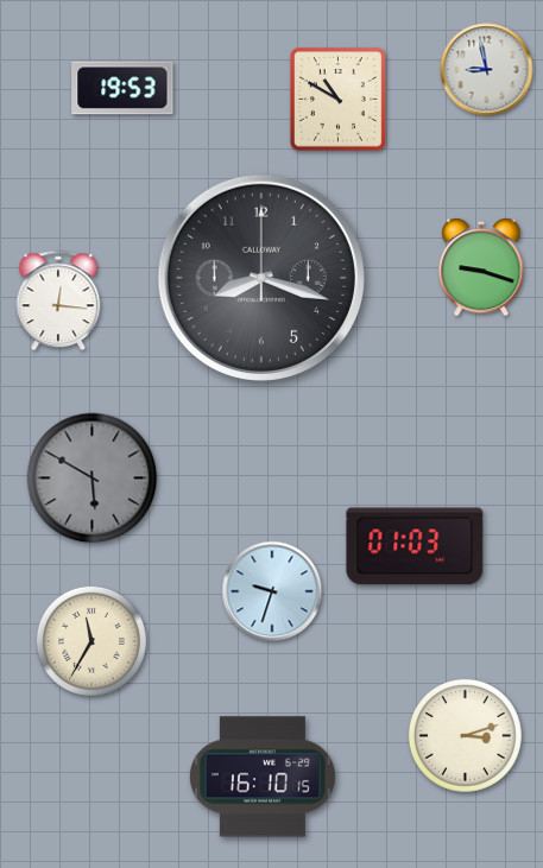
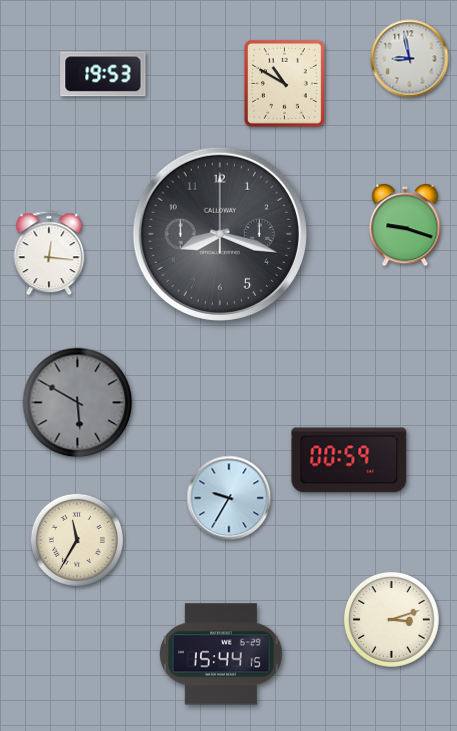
clock at (415, 546): 01:03 -> 00:59
clock at (272, 591): 9:33 -> 9:35
clock at (264, 777): 16:10 -> 15:44
